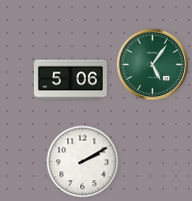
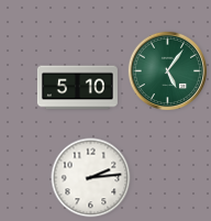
clock at (70, 80): 5:06 -> 5:10
clock at (83, 162): 2:10 -> 2:14
